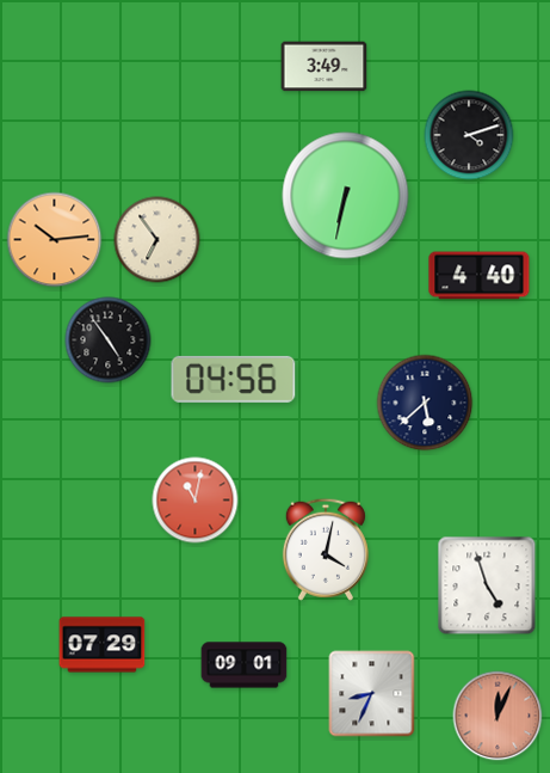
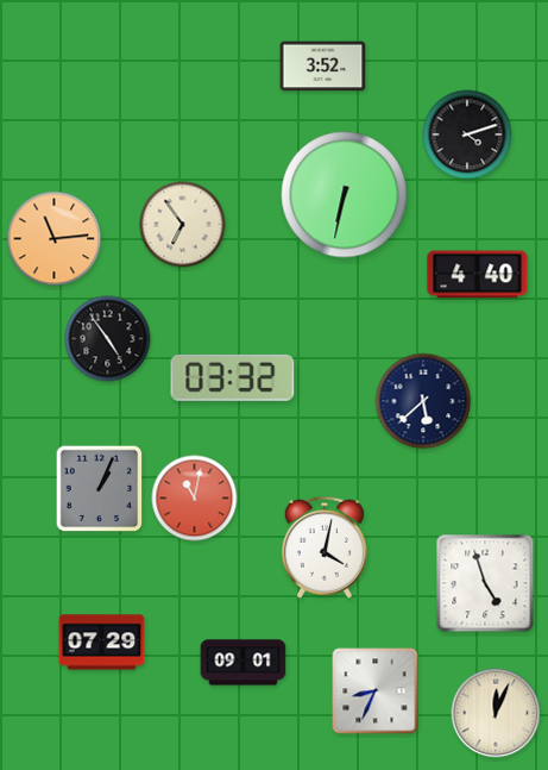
clock at (325, 67): 3:49 -> 3:52
clock at (55, 240): 10:14 -> 11:14
clock at (157, 240) position: (157, 240) -> (183, 225)
clock at (234, 379): 04:56 -> 03:32
clock at (100, 489): none -> 1:04
clock at (372, 694) position: (372, 694) -> (376, 691)
clock at (498, 716) dial: salmon -> cream
